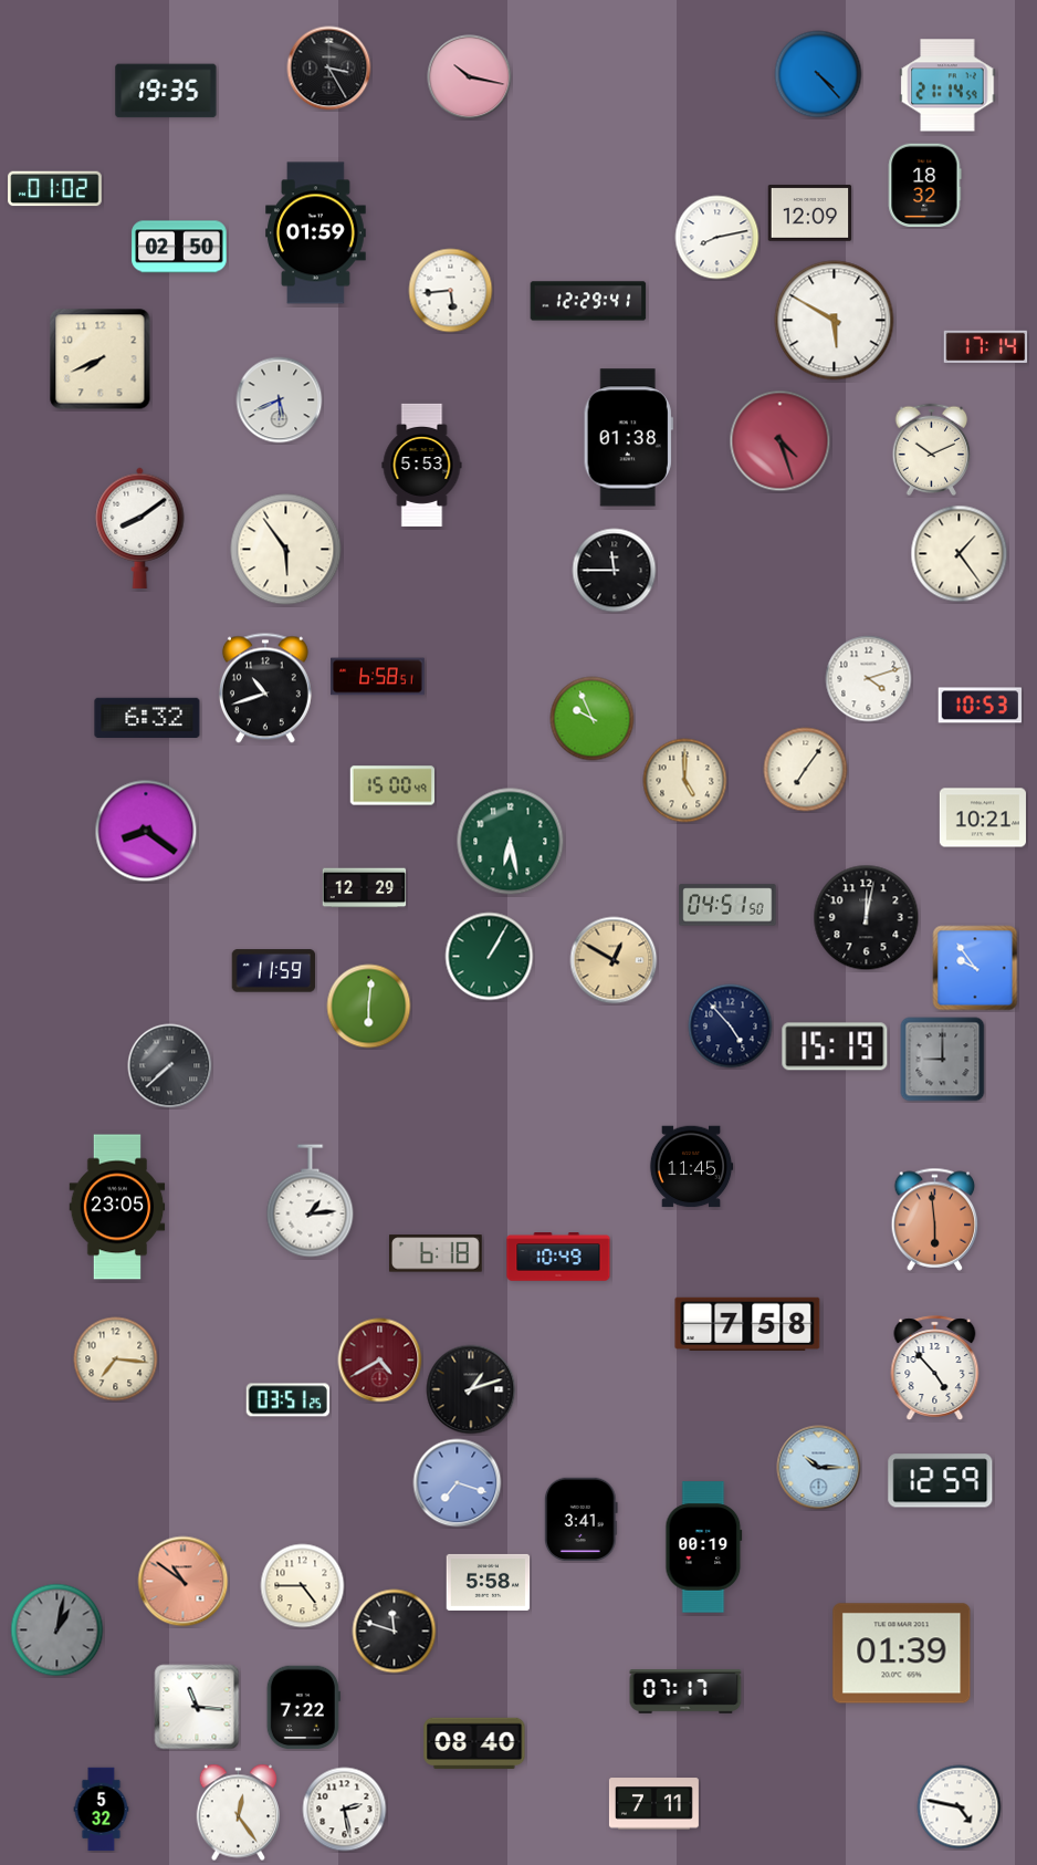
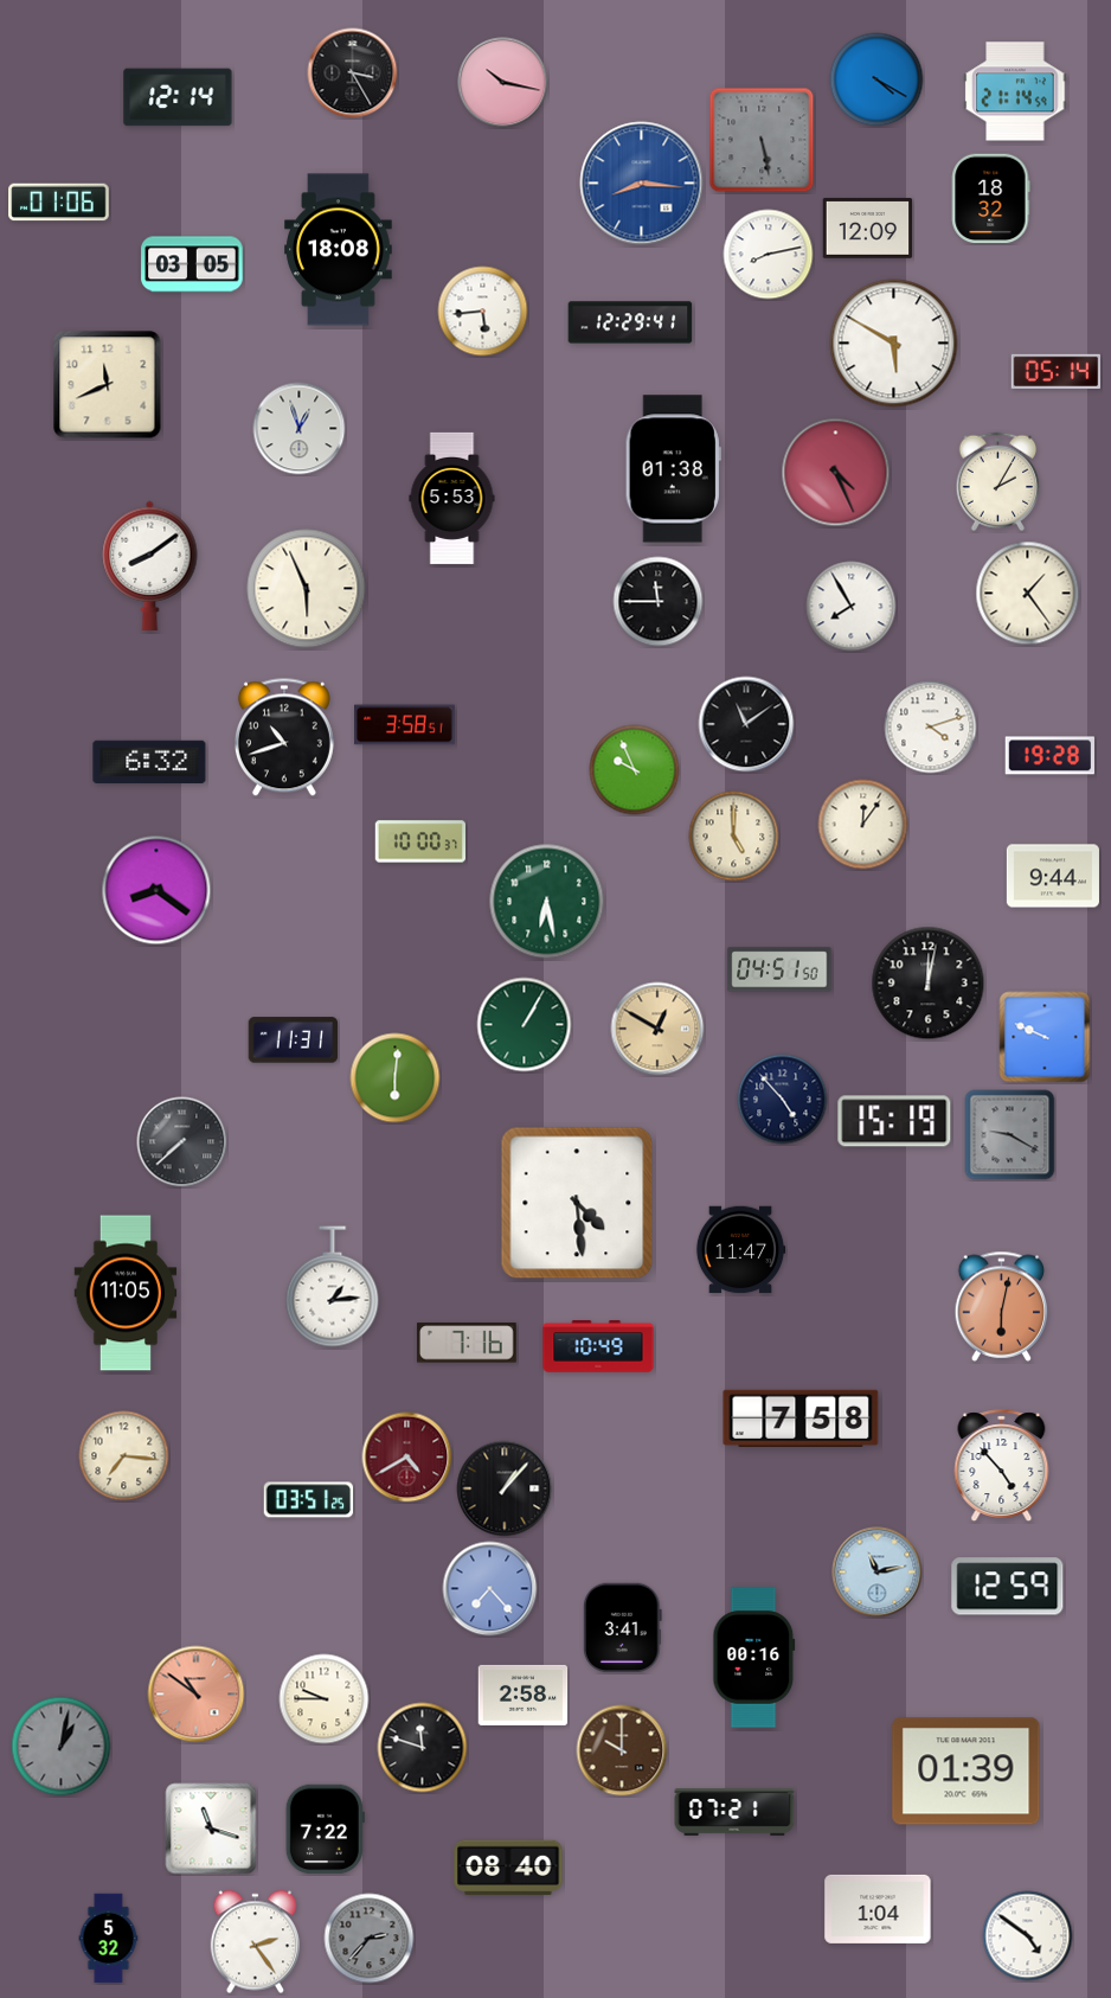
clock at (818, 74): 4:23 -> 4:20
clock at (166, 91): 19:35 -> 12:14
clock at (762, 140): none -> 5:28
clock at (642, 184): none -> 8:16
clock at (55, 189): 01:02 -> 01:06
clock at (316, 233): 01:59 -> 18:08
clock at (179, 247): 02:50 -> 03:05
clock at (986, 346): 17:14 -> 05:14
clock at (101, 360): 7:41 -> 11:41
clock at (280, 400): 5:41 -> 12:57
clock at (781, 441): 4:27 -> 4:26
clock at (932, 450): 10:11 -> 2:05
clock at (286, 550): 5:54 -> 5:56
clock at (852, 607): none -> 7:55
clock at (615, 571) position: (615, 571) -> (659, 602)
clock at (746, 724): none -> 11:09
clock at (378, 677): 6:58 -> 3:58
clock at (981, 706): 10:53 -> 19:28
clock at (147, 718) position: (147, 718) -> (149, 762)
clock at (806, 770): 7:06 -> 12:06
clock at (392, 785): 15:00 -> 10:00
clock at (983, 817): 10:21 -> 9:44
clock at (365, 888): 12:29 -> none
clock at (975, 968): 9:54 -> 9:49
clock at (274, 971): 11:59 -> 11:31
clock at (943, 1060): 9:00 -> 9:20
clock at (577, 1203): none -> 4:29
clock at (691, 1167): 11:45 -> 11:47
clock at (117, 1207): 23:05 -> 11:05
clock at (935, 1219): 5:59 -> 6:02
clock at (436, 1253): 6:18 -> 7:16
clock at (471, 1389): 1:12 -> 1:07
clock at (819, 1468): 10:15 -> 11:13
clock at (458, 1483): 7:18 -> 7:23
clock at (704, 1548): 00:19 -> 00:16
clock at (489, 1582): 5:58 -> 2:58
clock at (303, 1586): 4:45 -> 9:45
clock at (622, 1750): none -> 10:00
clock at (685, 1691): 07:17 -> 07:21
clock at (197, 1707): 11:16 -> 11:18
clock at (878, 1909): none -> 1:04
clock at (653, 1804): 7:11 -> none
clock at (960, 1807): 4:47 -> 4:51
clock at (345, 1810): 2:28 -> 2:37
clock at (345, 1810) dial: white -> grey
clock at (239, 1813): 12:24 -> 2:24
